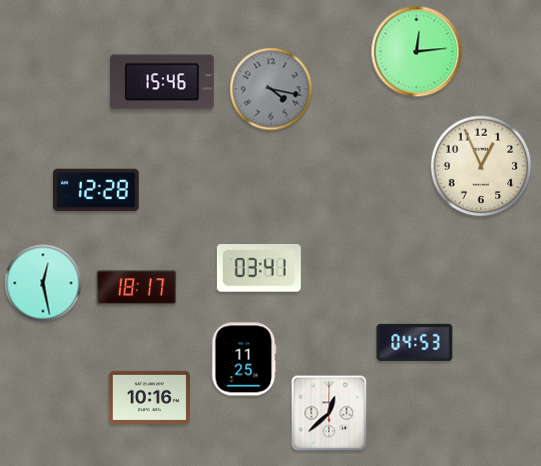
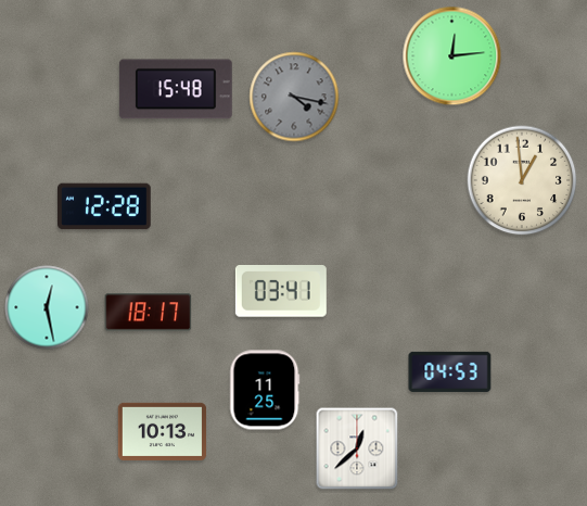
clock at (162, 82): 15:46 -> 15:48
clock at (481, 166): 12:56 -> 12:59
clock at (150, 397): 10:16 -> 10:13
